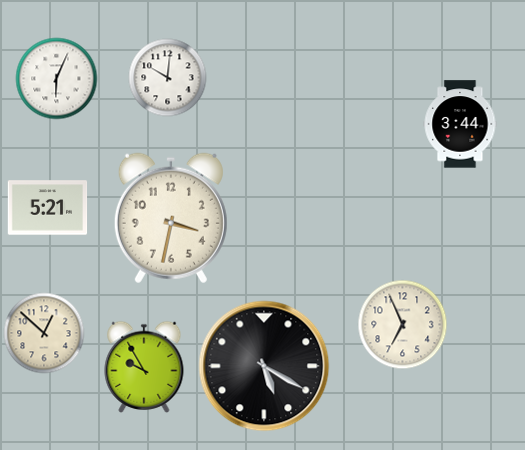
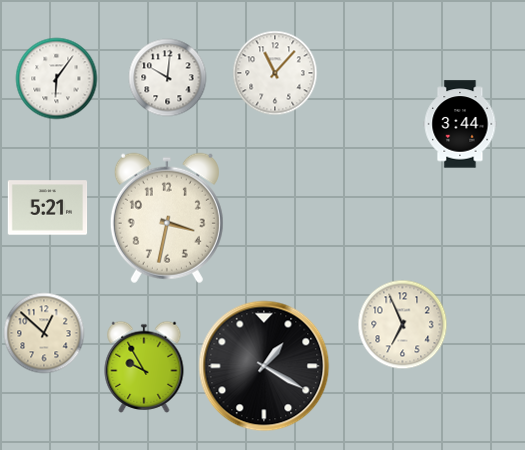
clock at (275, 73): none -> 11:07
clock at (57, 79): 6:04 -> 6:06
clock at (171, 218) position: (171, 218) -> (167, 218)
clock at (264, 366): 5:20 -> 1:20
